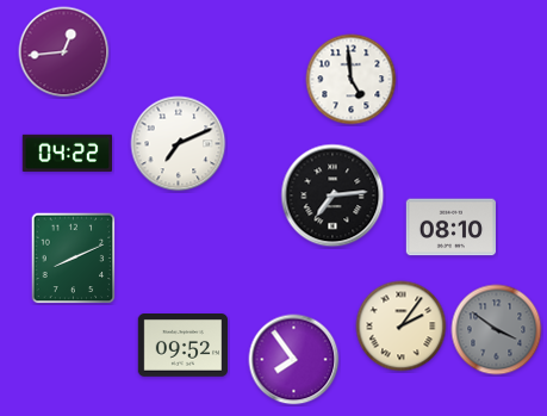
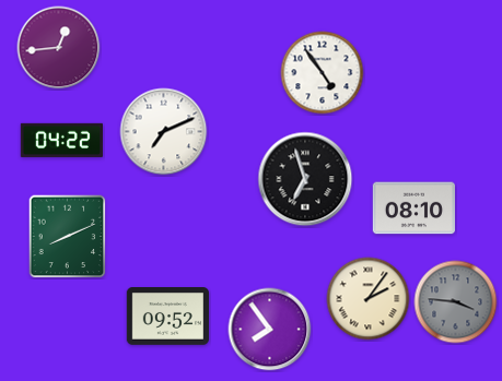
clock at (352, 80): 4:59 -> 4:54
clock at (332, 195): 7:14 -> 6:57
clock at (497, 330): 3:51 -> 3:46
